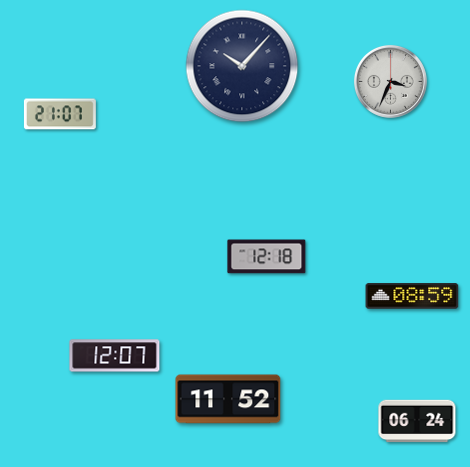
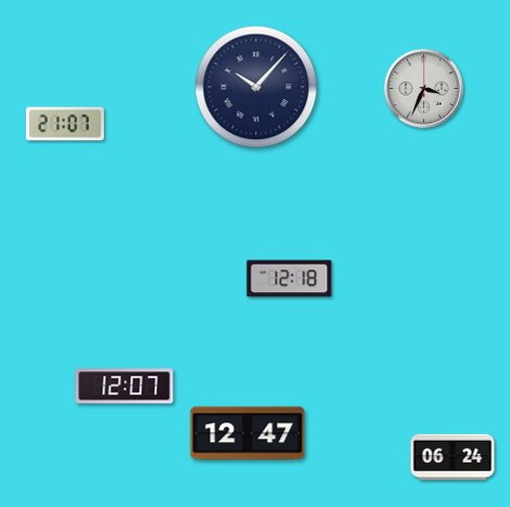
clock at (242, 66) position: (242, 66) -> (256, 87)
clock at (412, 296): 08:59 -> none
clock at (228, 399): 11:52 -> 12:47
